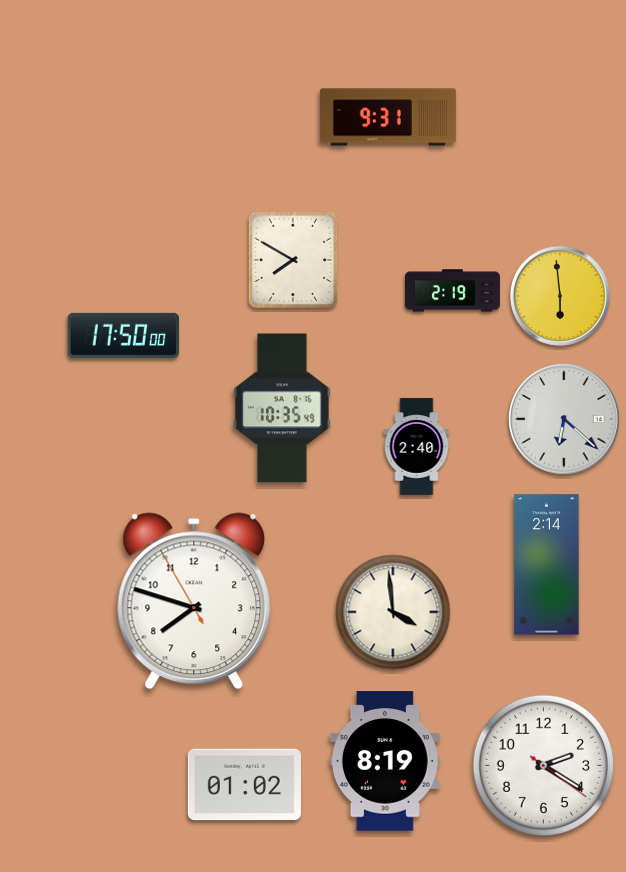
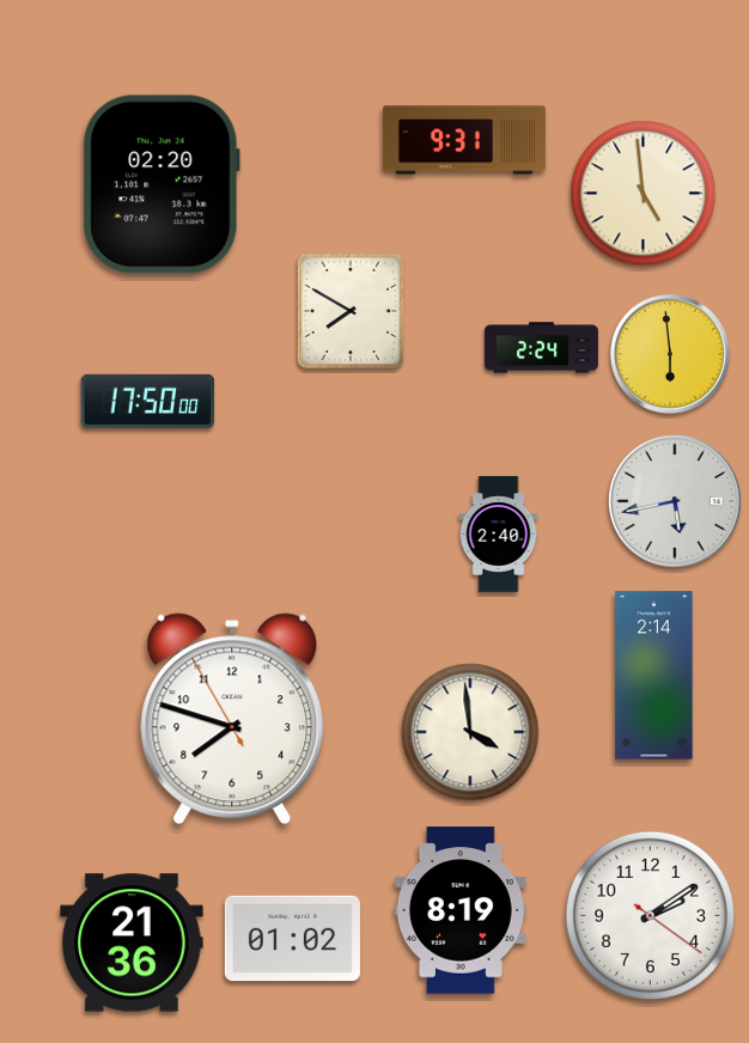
clock at (162, 184): none -> 02:20
clock at (644, 194): none -> 4:59
clock at (453, 291): 2:19 -> 2:24
clock at (282, 408): 10:35 -> none
clock at (565, 420): 6:22 -> 5:43
clock at (543, 765): 2:20 -> 2:09
clock at (132, 943): none -> 21:36
